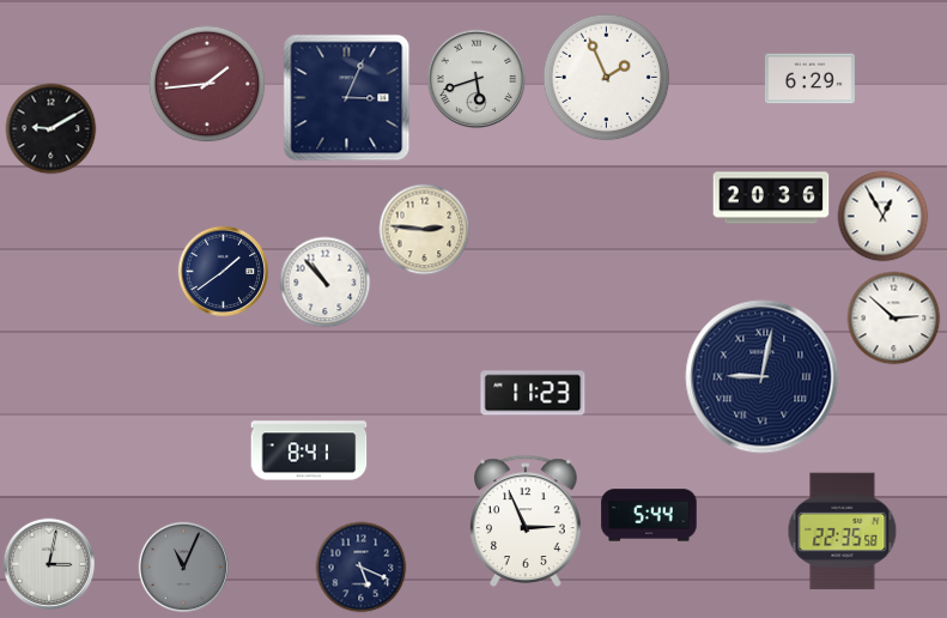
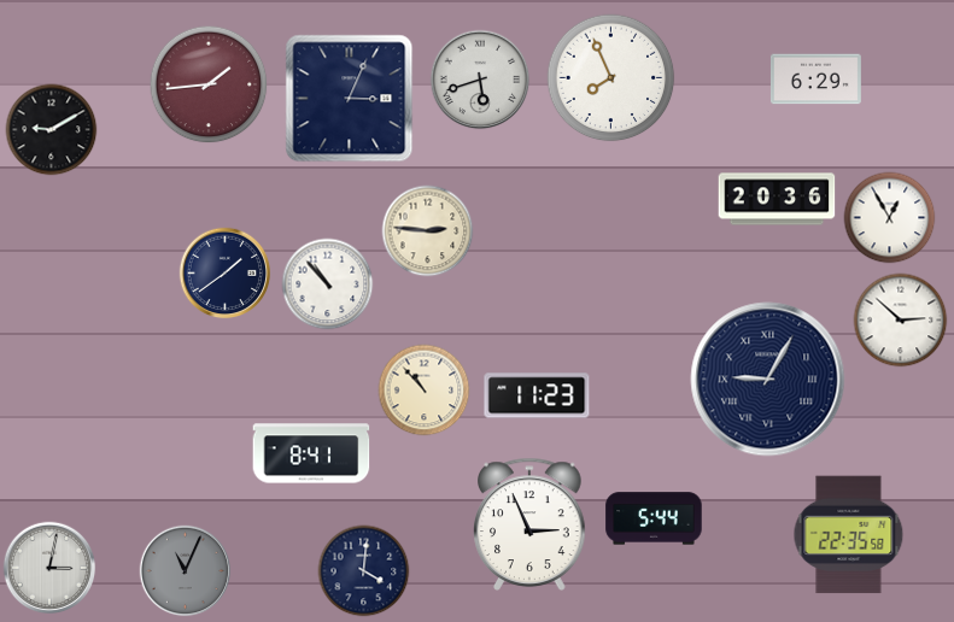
clock at (607, 78): 1:56 -> 7:56
clock at (763, 377): 9:02 -> 9:05
clock at (425, 391): none -> 10:53
clock at (362, 568): 5:19 -> 4:01
